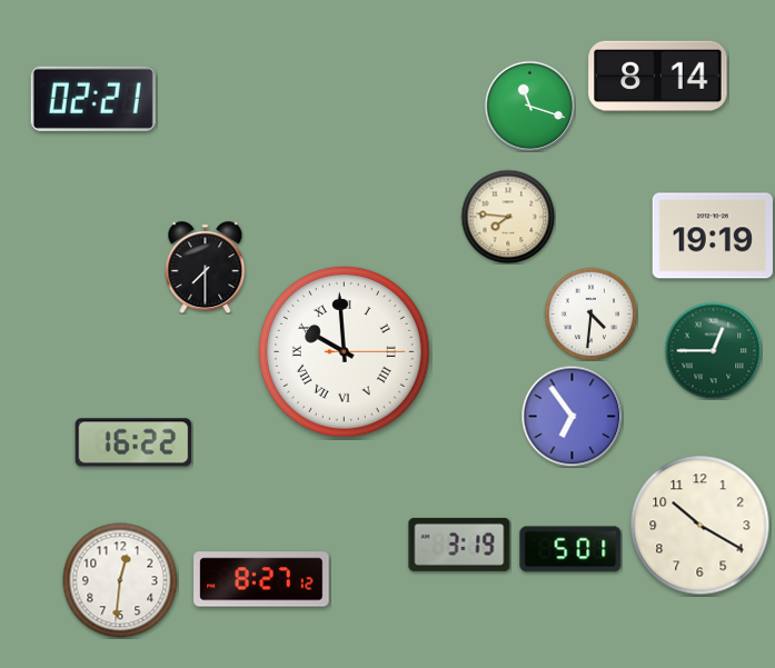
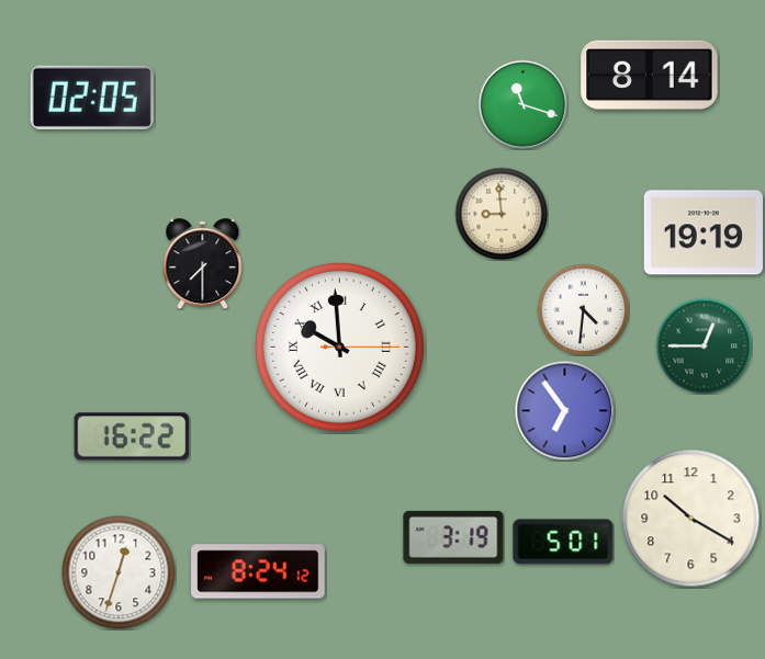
clock at (93, 99): 02:21 -> 02:05
clock at (508, 217): 7:46 -> 8:59
clock at (261, 579): 8:27 -> 8:24
clock at (120, 580): 12:31 -> 12:33
